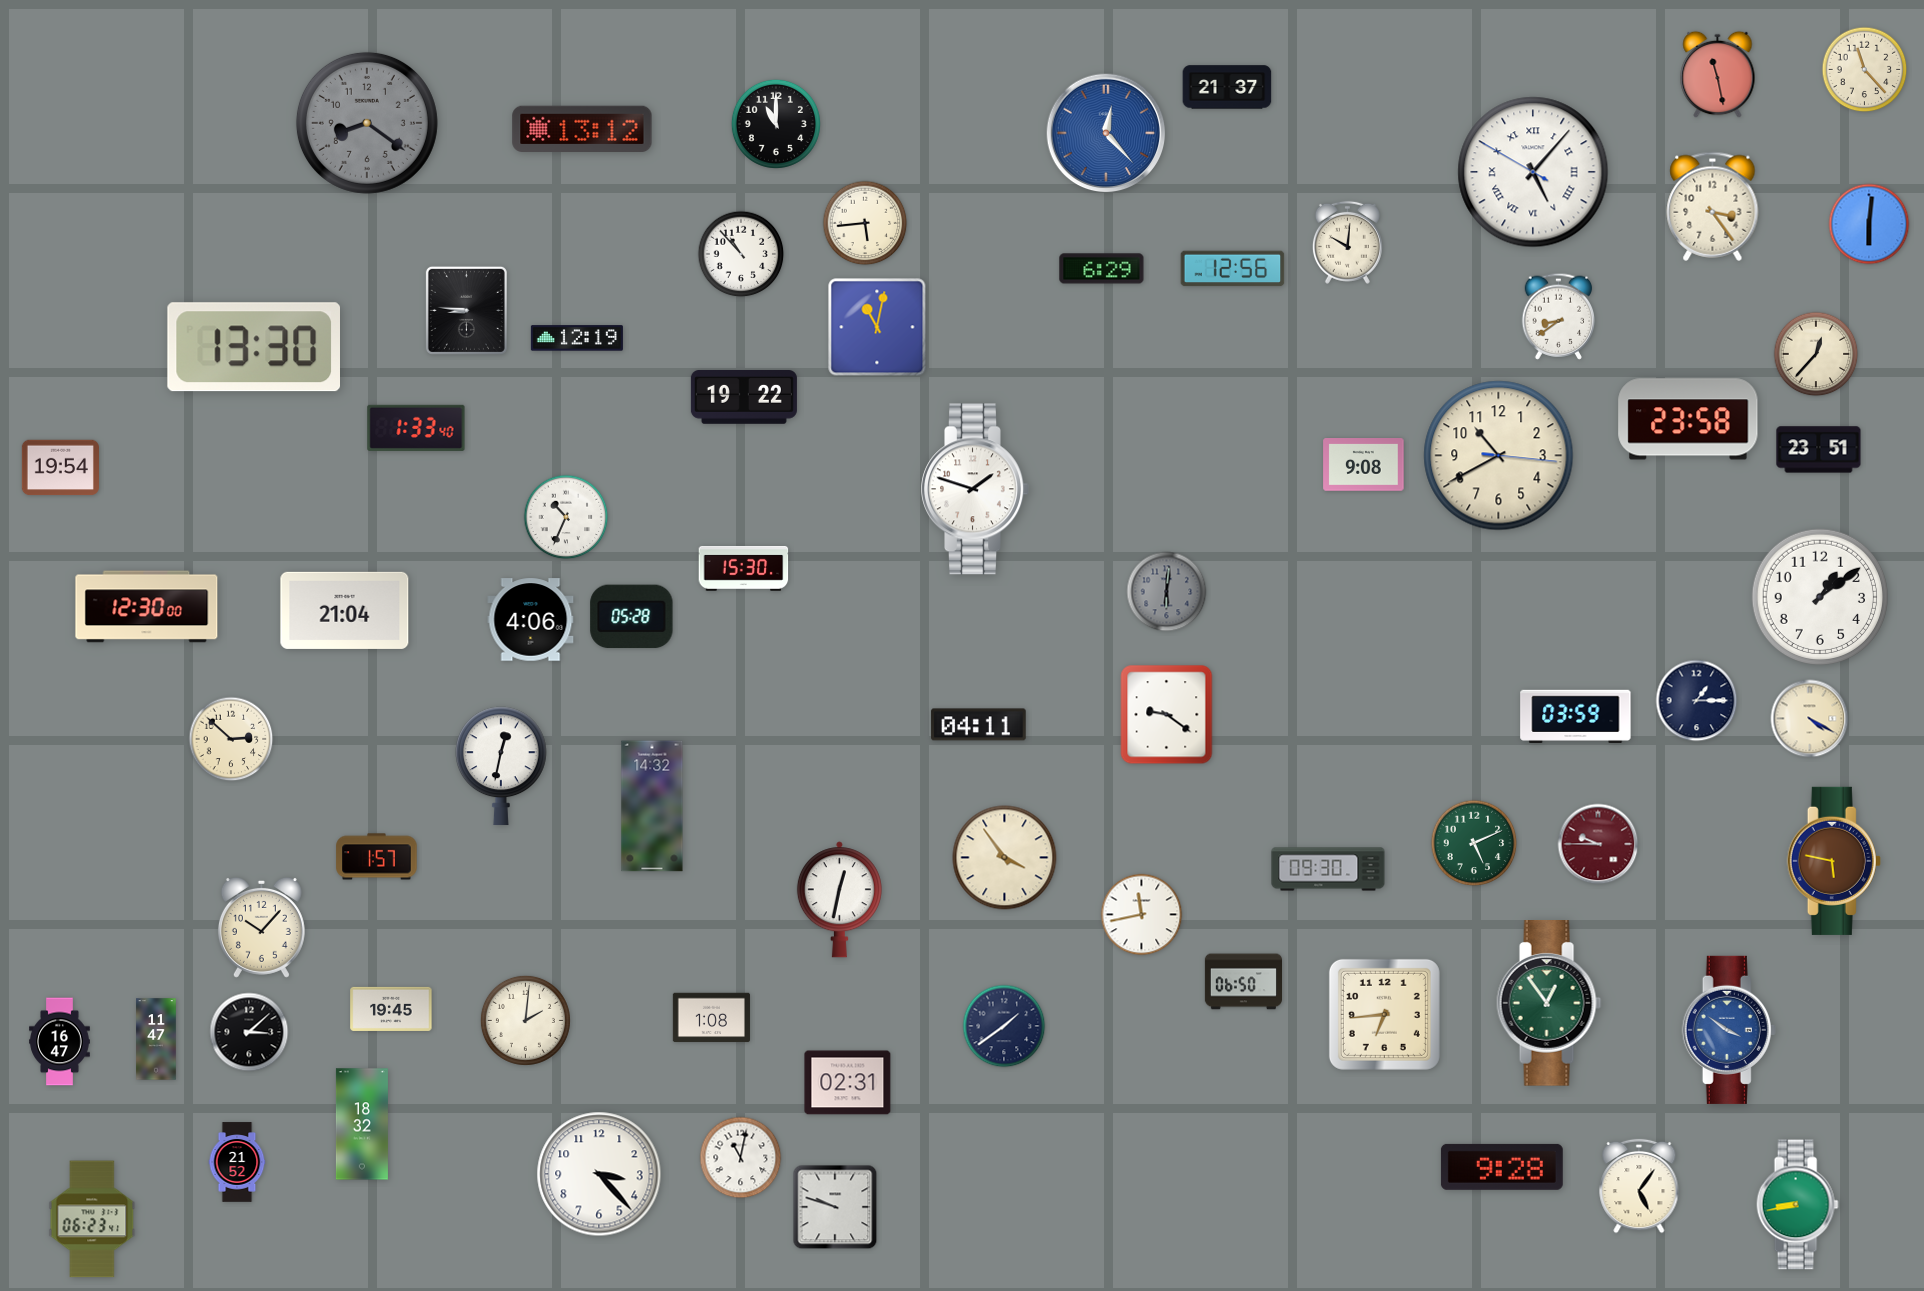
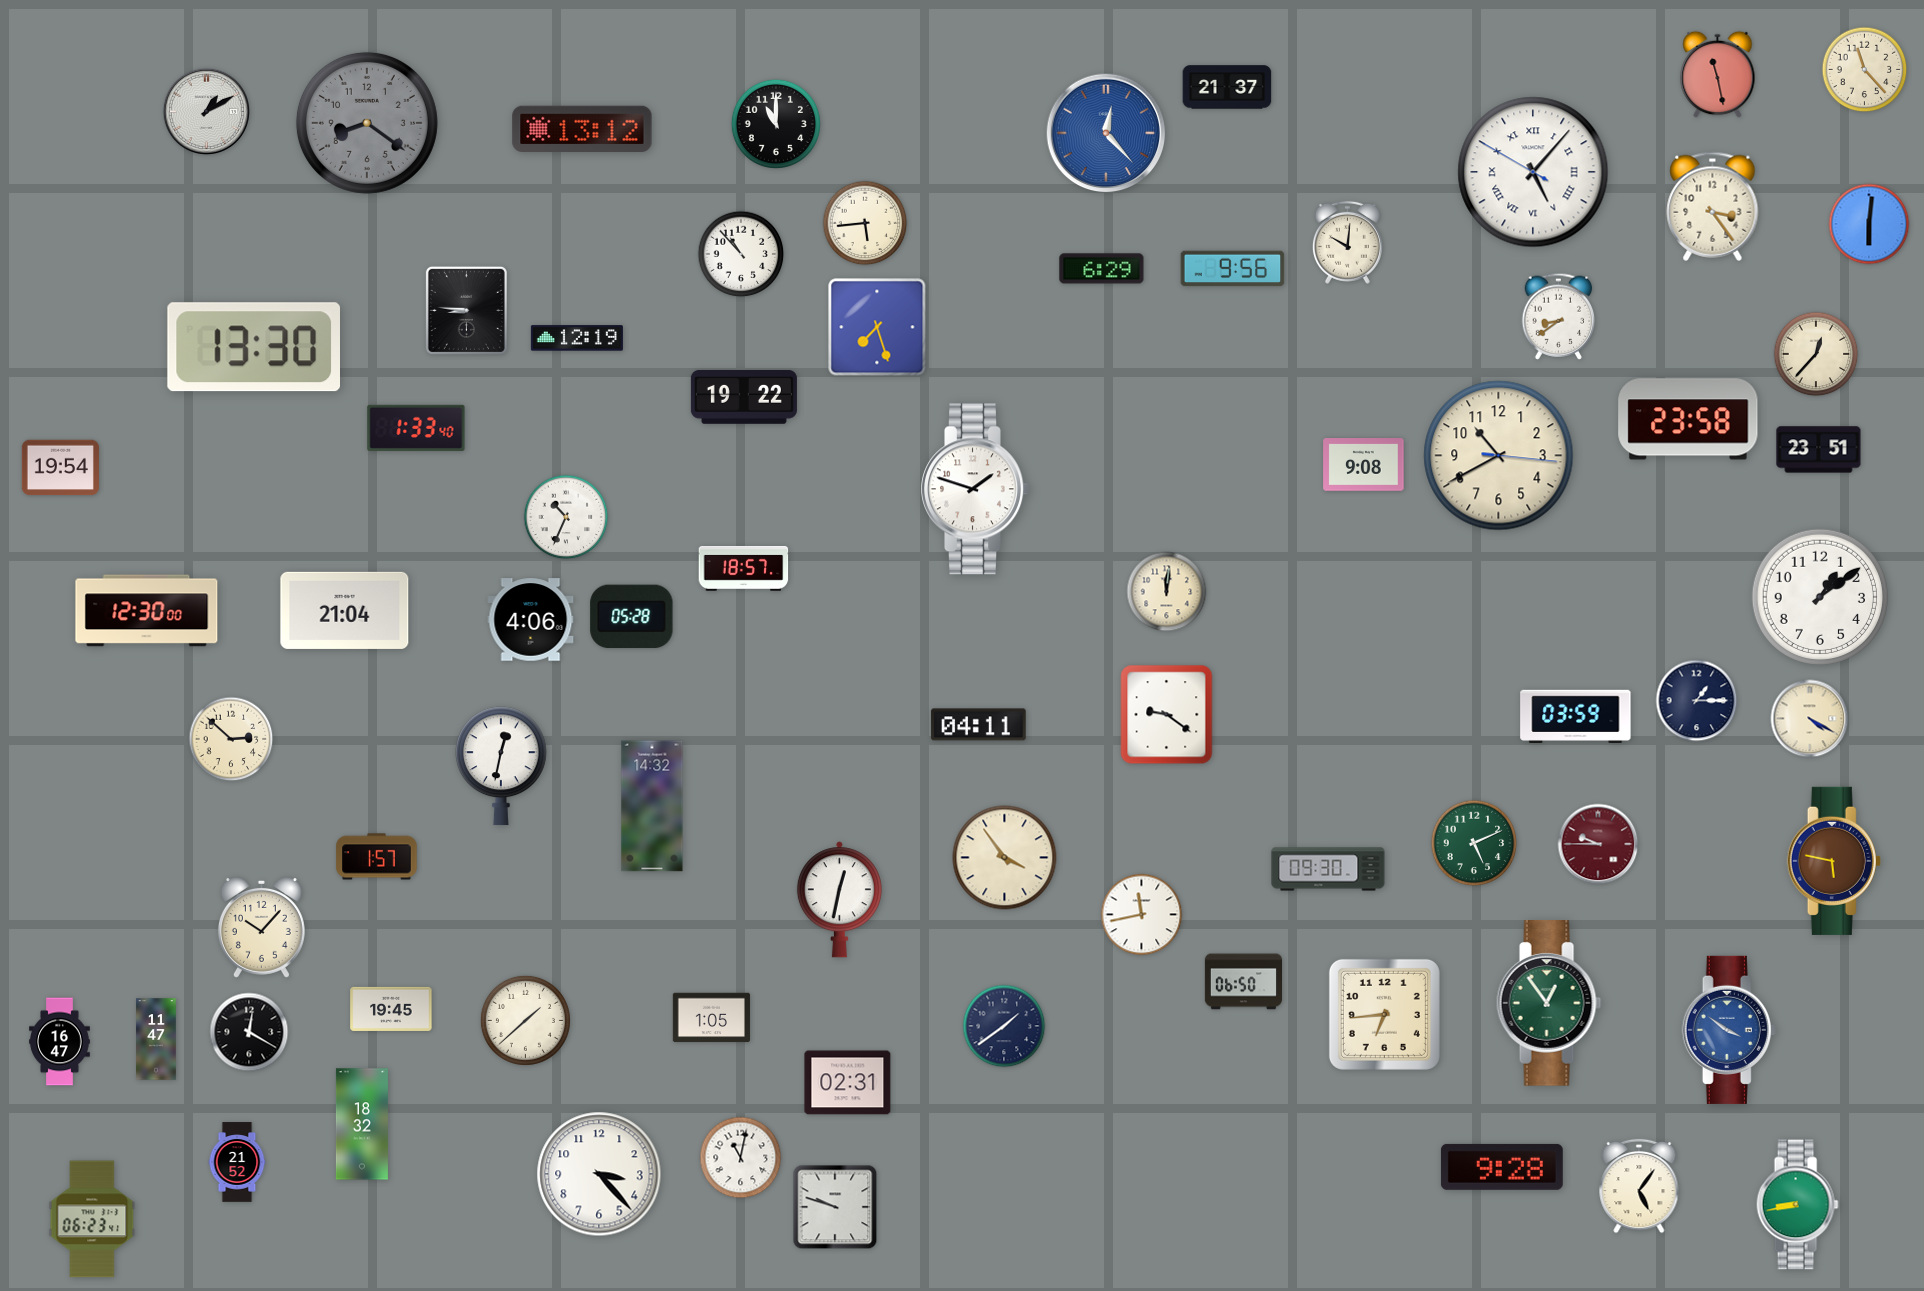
clock at (206, 111): none -> 1:10
clock at (1233, 269): 12:56 -> 9:56
clock at (877, 327): 11:02 -> 7:27
clock at (744, 568): 15:30 -> 18:57
clock at (1167, 592): 6:01 -> 12:01
clock at (1167, 592) dial: grey -> cream
clock at (147, 607) position: (147, 607) -> (147, 611)
clock at (711, 1018): 1:08 -> 1:05
clock at (525, 1020): 2:01 -> 1:38
clock at (249, 1032): 3:08 -> 12:20
